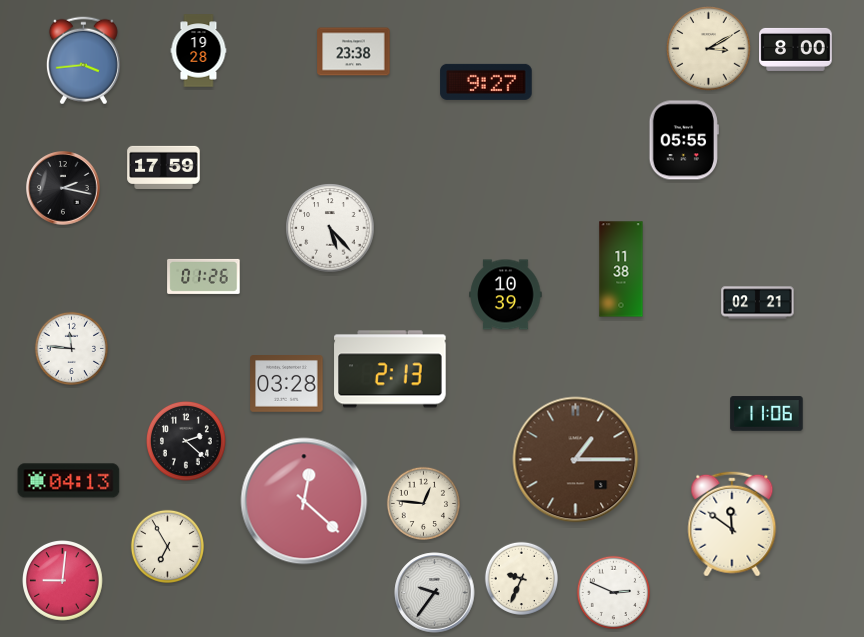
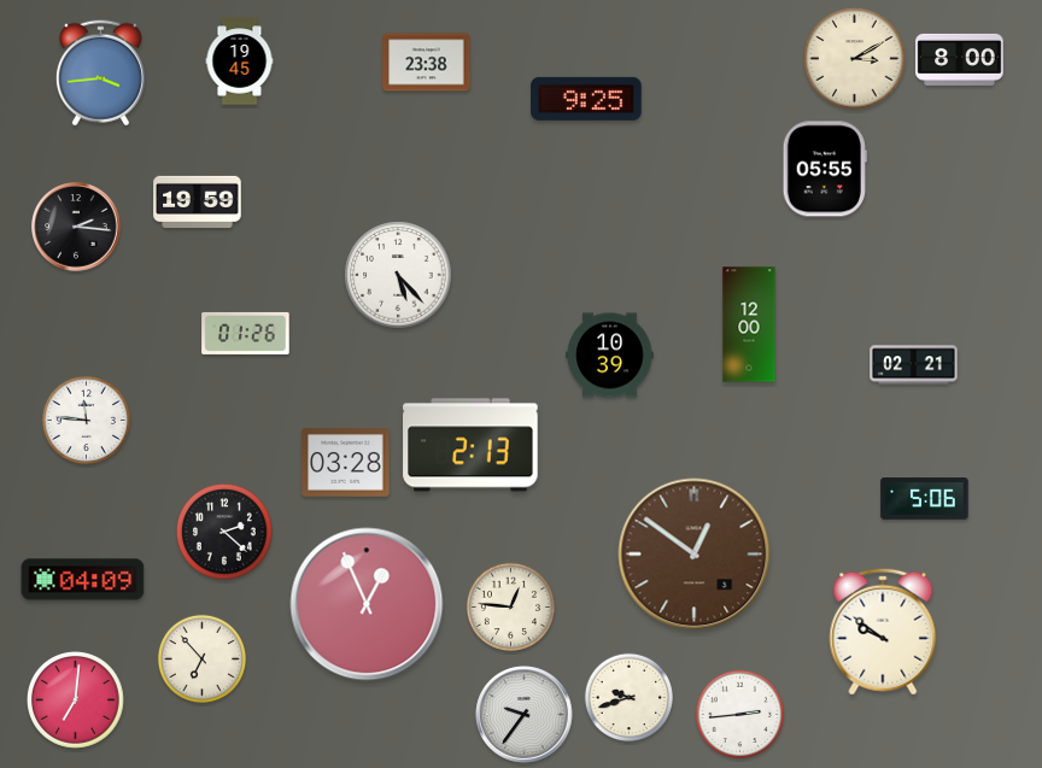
clock at (199, 51): 19:28 -> 19:45
clock at (486, 82): 9:27 -> 9:25
clock at (164, 167): 17:59 -> 19:59
clock at (63, 188): 2:17 -> 2:16
clock at (621, 269): 11:38 -> 12:00
clock at (767, 414): 11:06 -> 5:06
clock at (576, 460): 1:15 -> 12:51
clock at (69, 481): 04:13 -> 04:09
clock at (304, 501): 12:22 -> 12:56
clock at (732, 524): 11:51 -> 9:51
clock at (167, 546): 6:55 -> 6:53
clock at (521, 578): 9:34 -> 9:42
clock at (63, 581): 9:01 -> 7:01
clock at (613, 592): 2:49 -> 2:44
